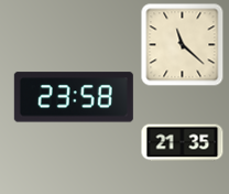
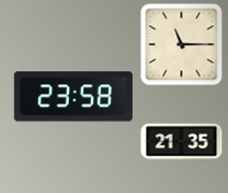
clock at (183, 45): 11:22 -> 11:15
